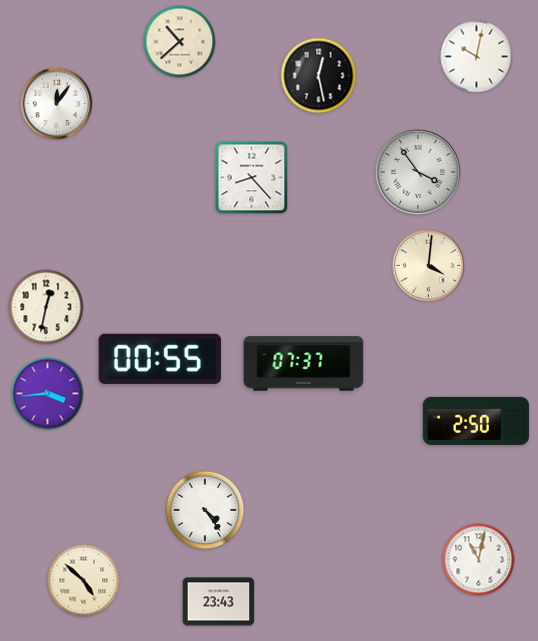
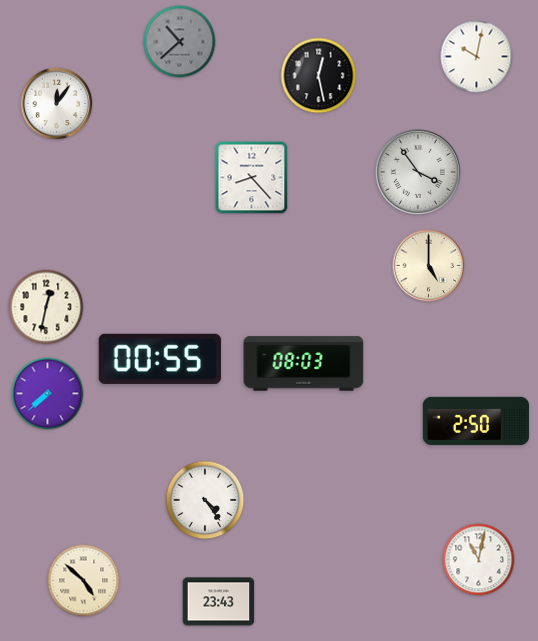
clock at (180, 42) dial: cream -> grey
clock at (429, 266): 4:01 -> 5:00
clock at (304, 364): 07:37 -> 08:03
clock at (48, 394): 3:44 -> 7:38
clock at (205, 510) position: (205, 510) -> (205, 500)
